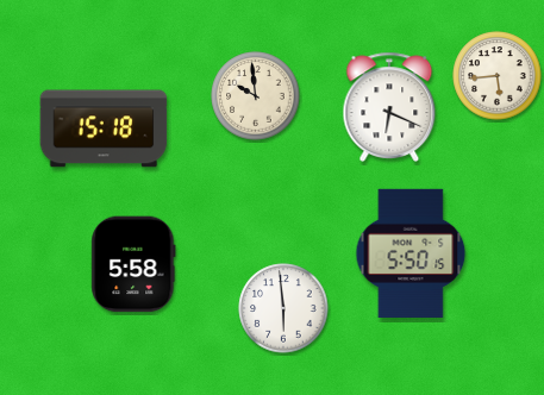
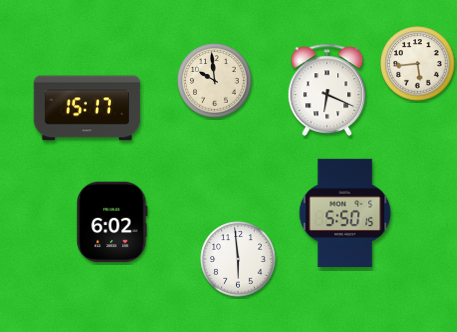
clock at (104, 128): 15:18 -> 15:17
clock at (133, 264): 5:58 -> 6:02
